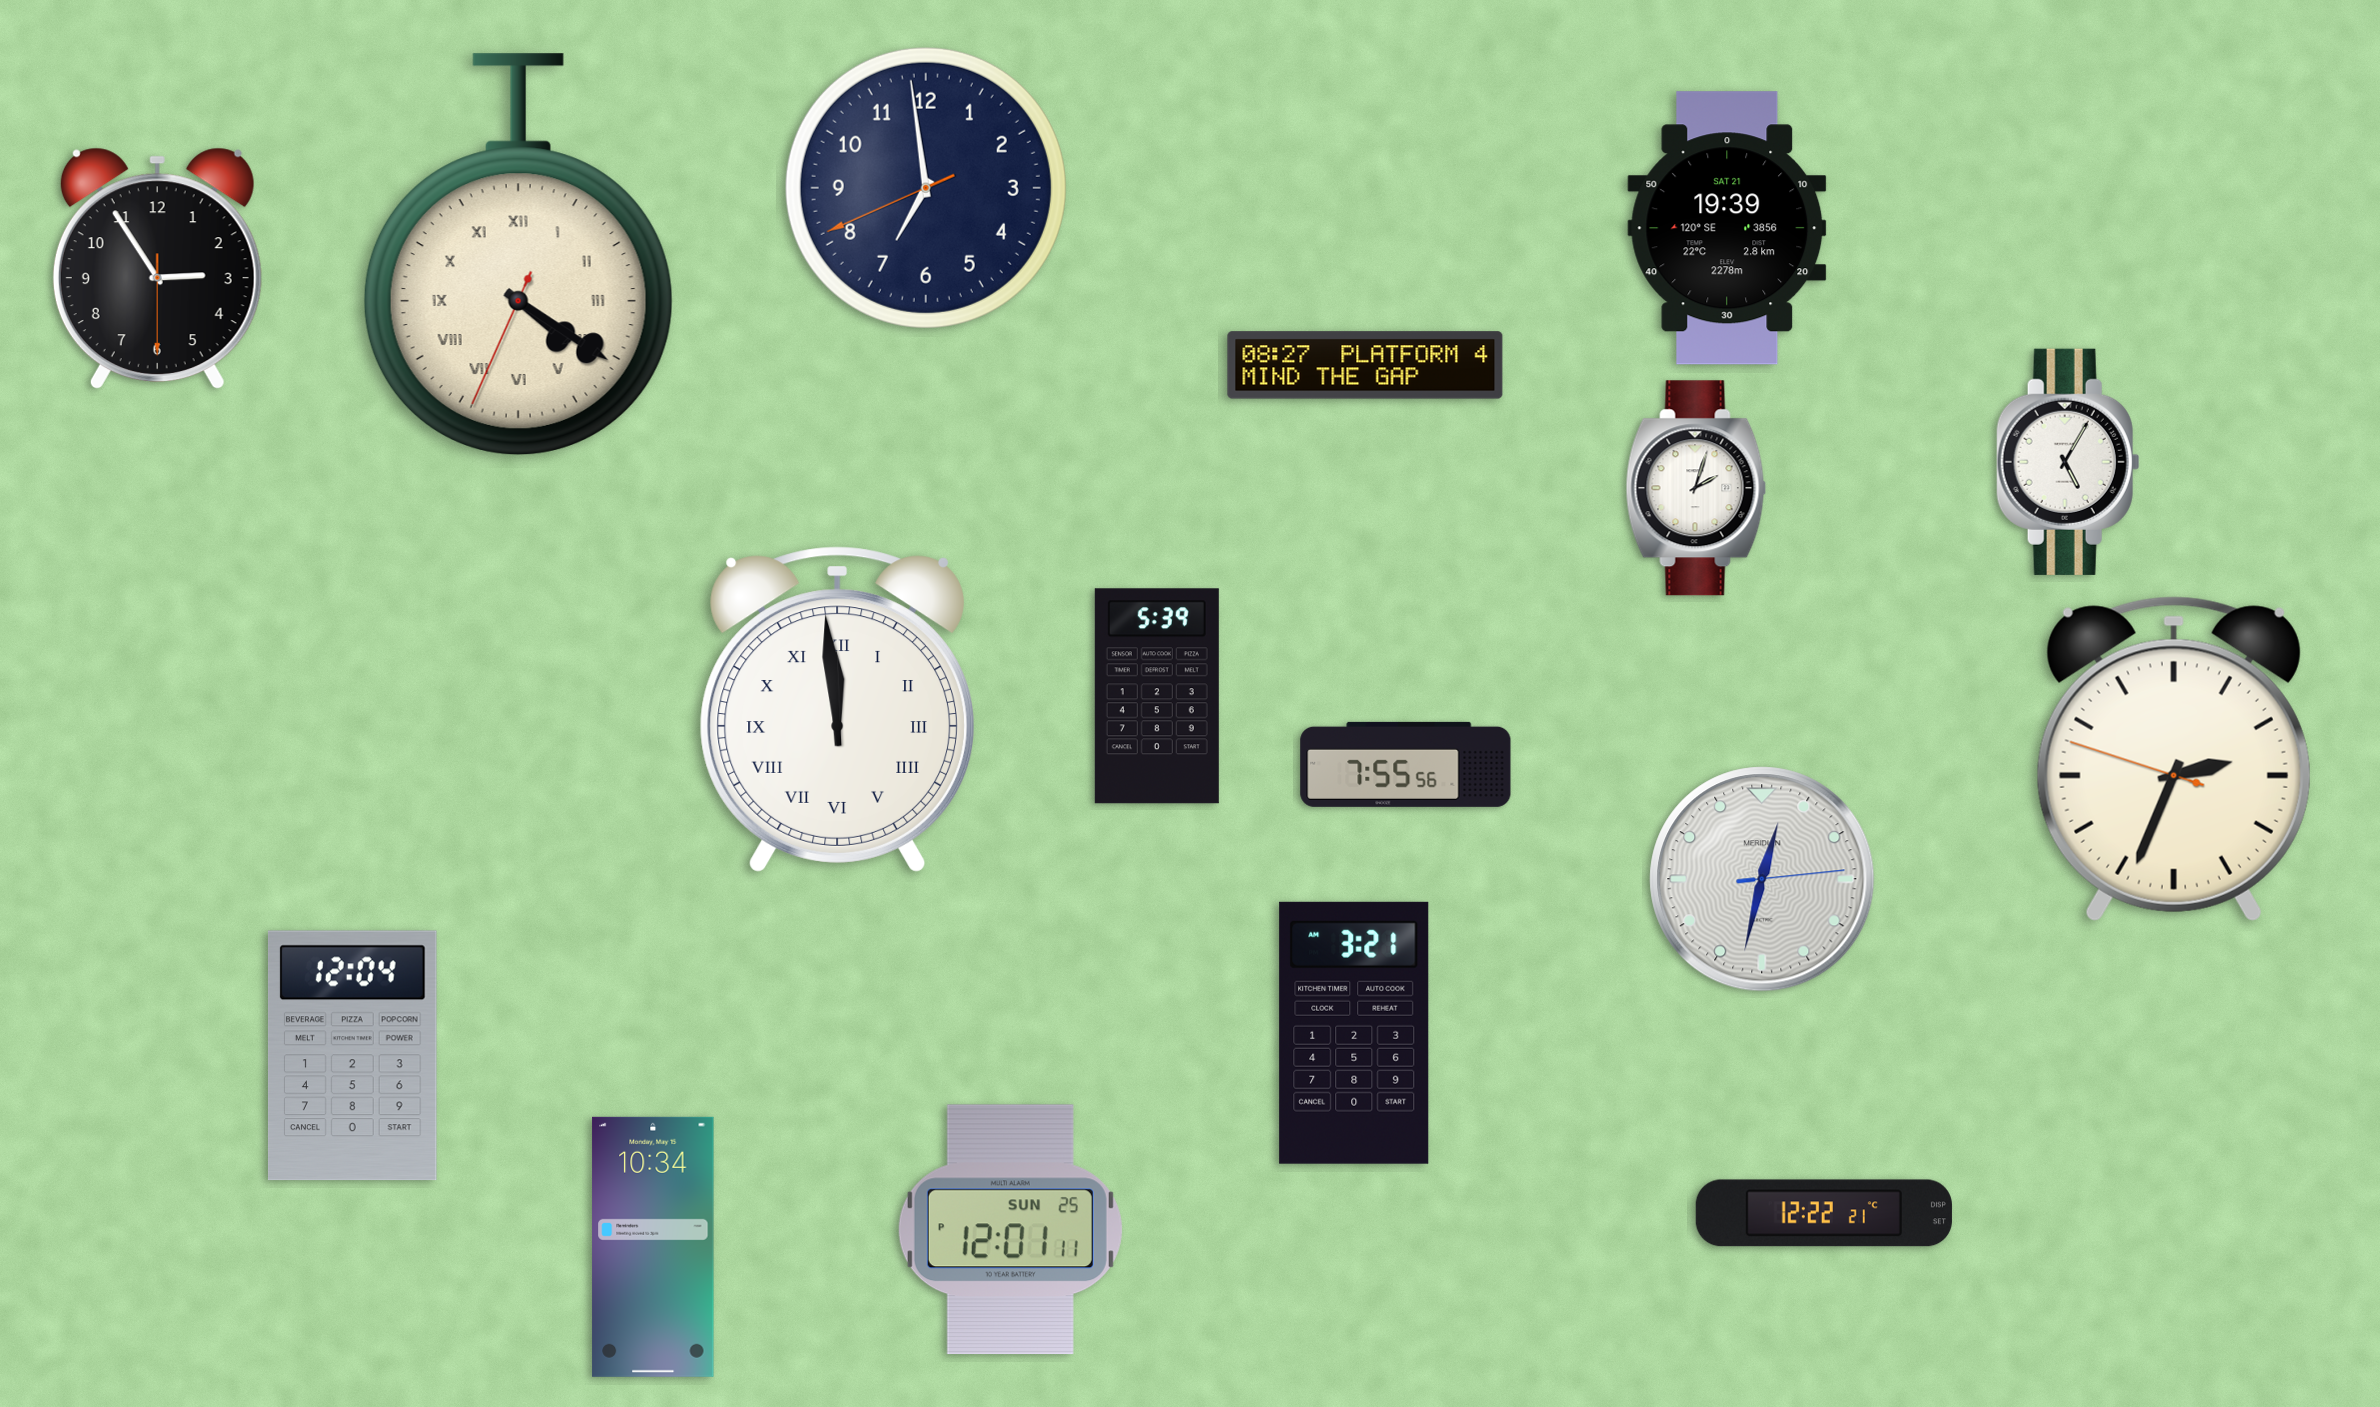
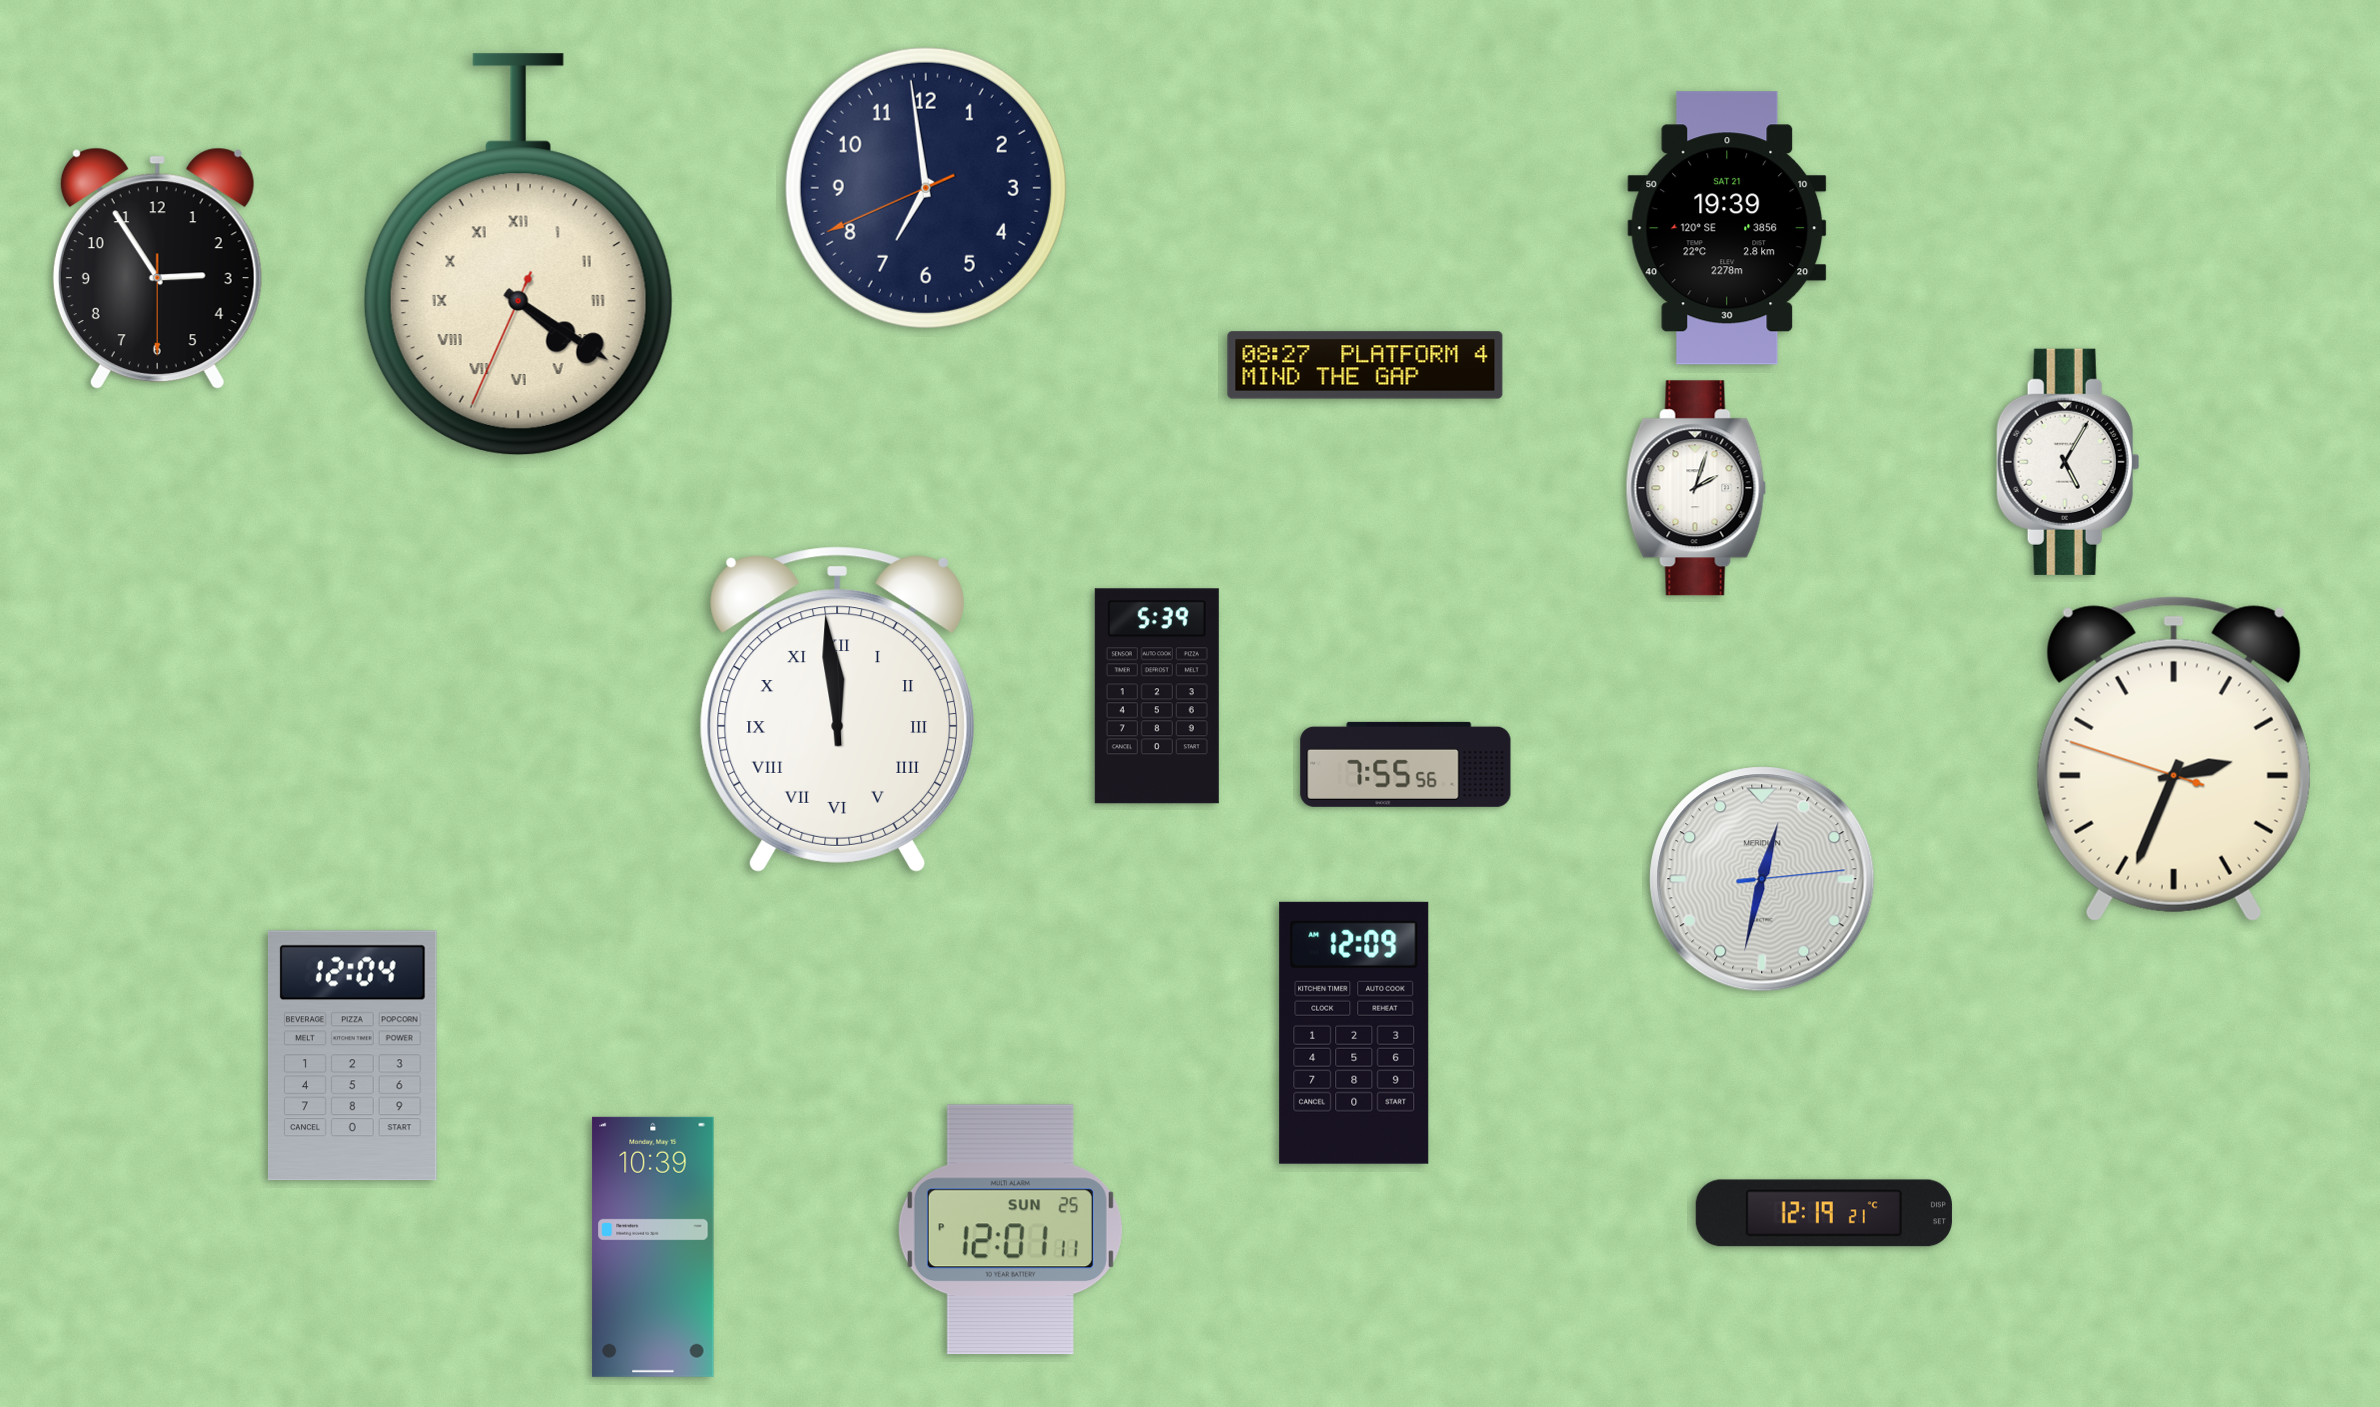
clock at (1354, 1033): 3:21 -> 12:09
clock at (1824, 1213): 12:22 -> 12:19
clock at (653, 1247): 10:34 -> 10:39
